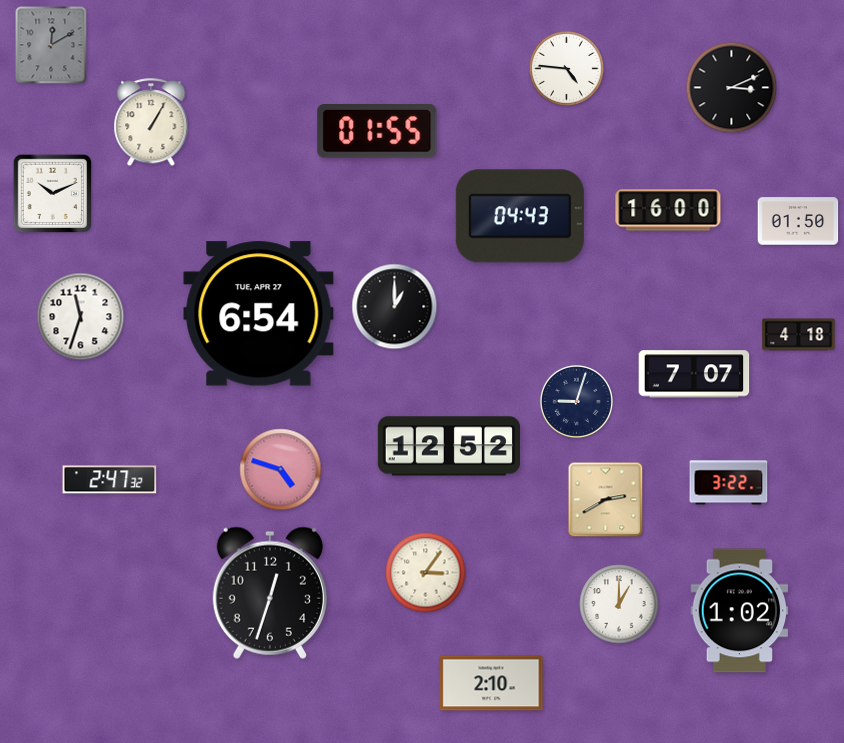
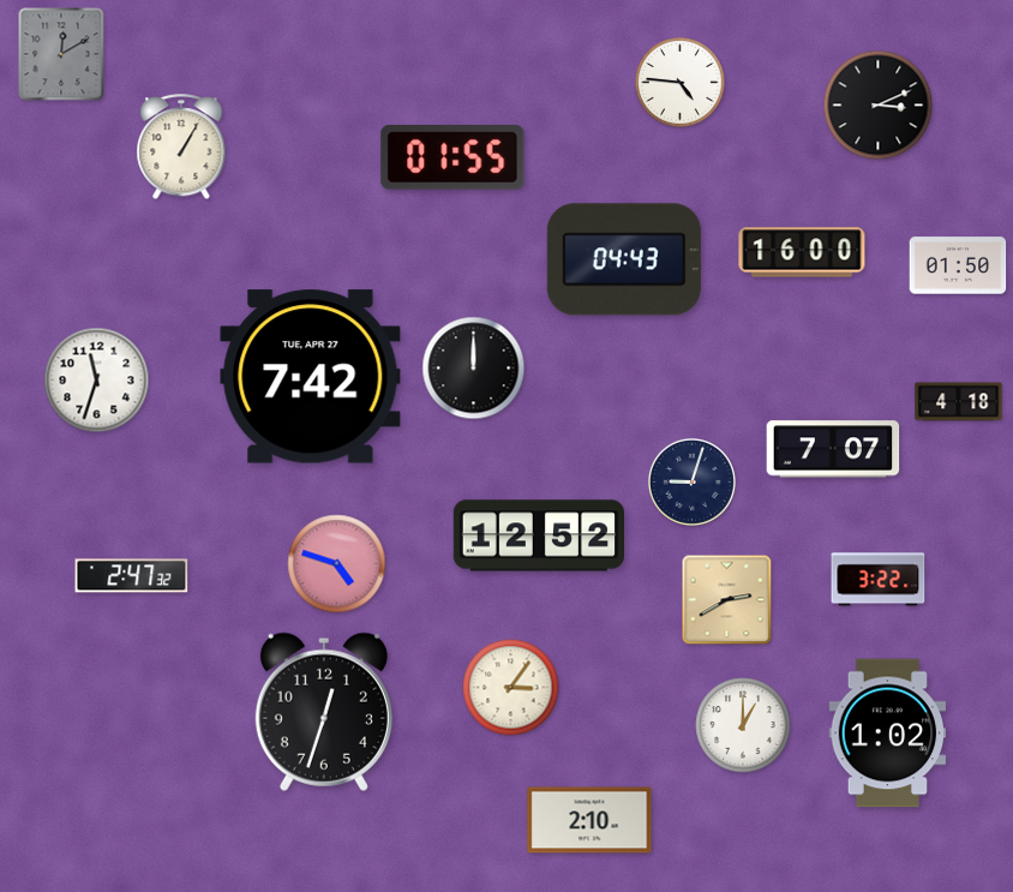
clock at (52, 193): 10:11 -> none
clock at (395, 307): 1:00 -> 12:00
clock at (259, 314): 6:54 -> 7:42
clock at (729, 483) position: (729, 483) -> (879, 580)
